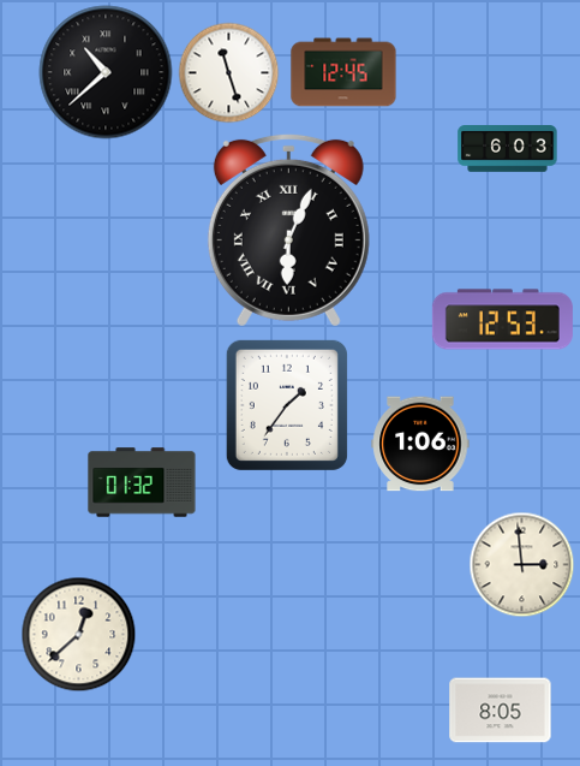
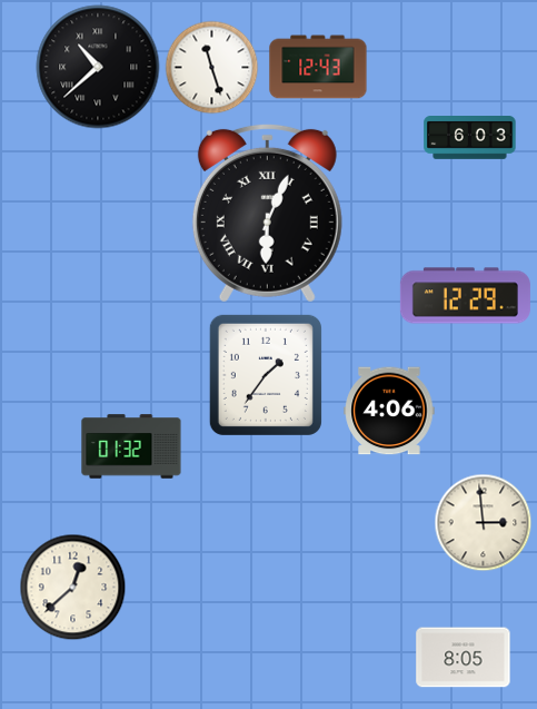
clock at (343, 72): 12:45 -> 12:43
clock at (502, 320): 12:53 -> 12:29
clock at (420, 444): 1:06 -> 4:06
